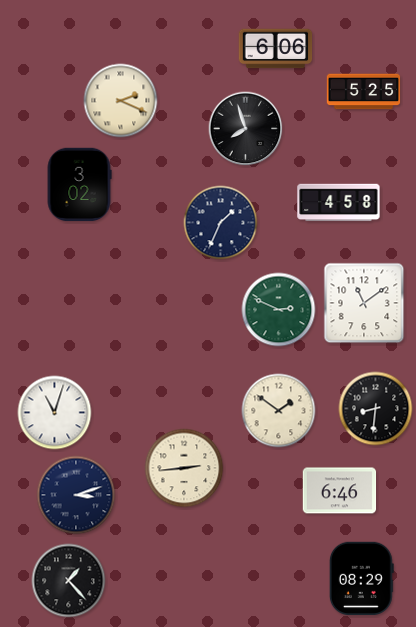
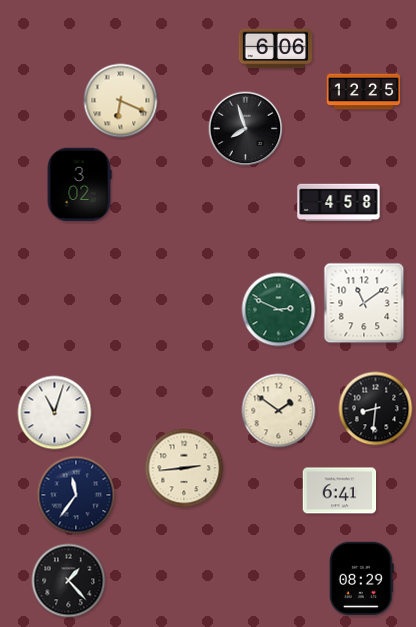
clock at (364, 92): 5:25 -> 12:25
clock at (121, 101): 2:19 -> 6:19
clock at (221, 223): 1:34 -> none
clock at (340, 491): 6:46 -> 6:41
clock at (76, 495): 3:12 -> 11:36
